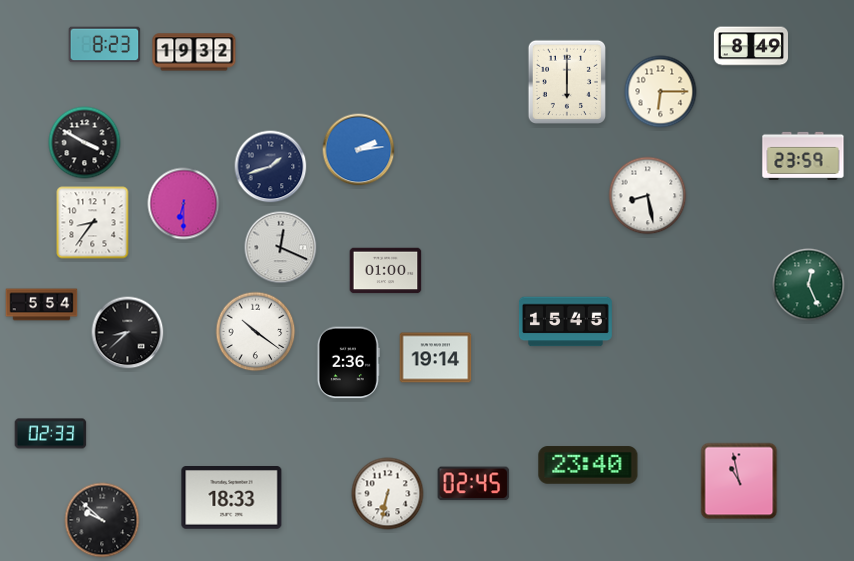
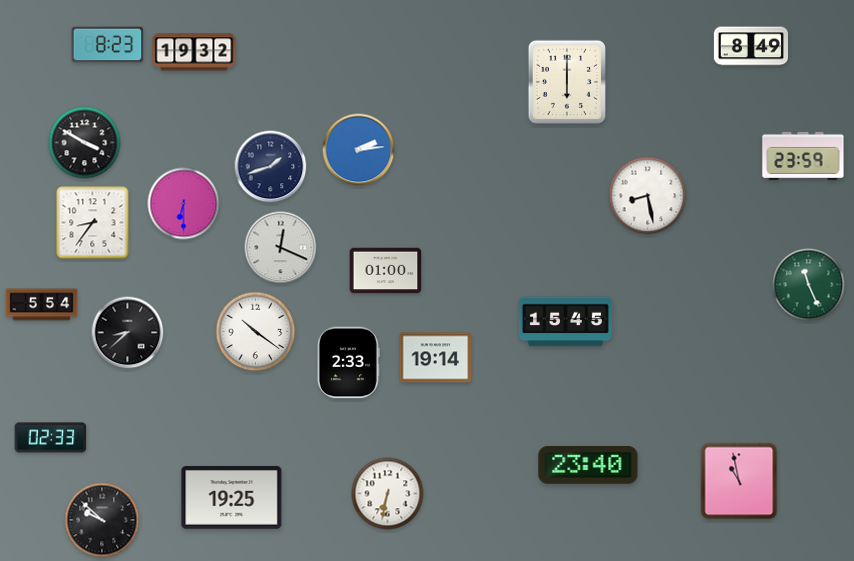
clock at (105, 45) position: (105, 45) -> (108, 45)
clock at (661, 92): 6:15 -> none
clock at (809, 285): 12:26 -> 11:26
clock at (348, 363): 2:36 -> 2:33
clock at (51, 434) position: (51, 434) -> (51, 438)
clock at (474, 484): 02:45 -> none
clock at (232, 498): 18:33 -> 19:25
